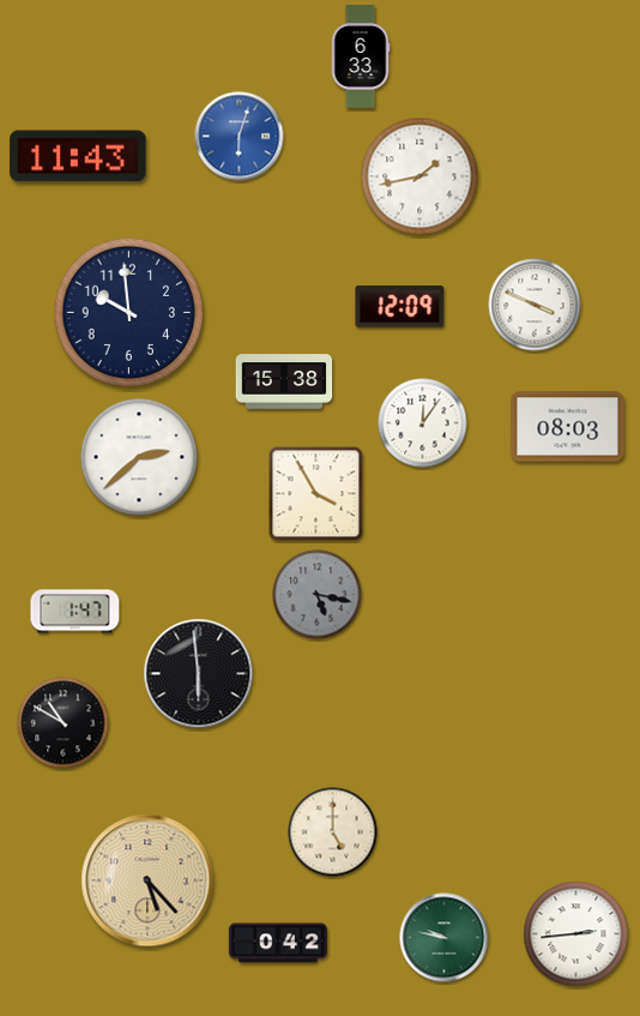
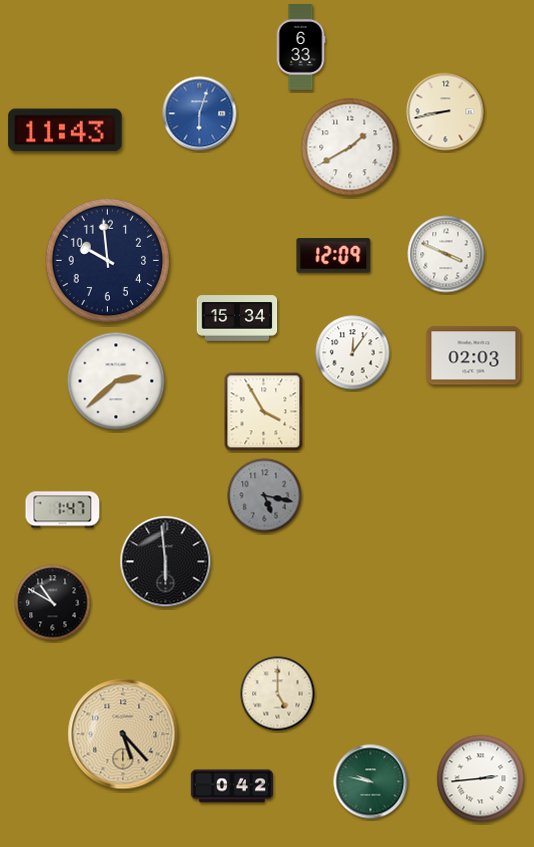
clock at (446, 112): none -> 8:43
clock at (419, 176): 1:43 -> 1:40
clock at (284, 381): 15:38 -> 15:34
clock at (568, 427): 08:03 -> 02:03
